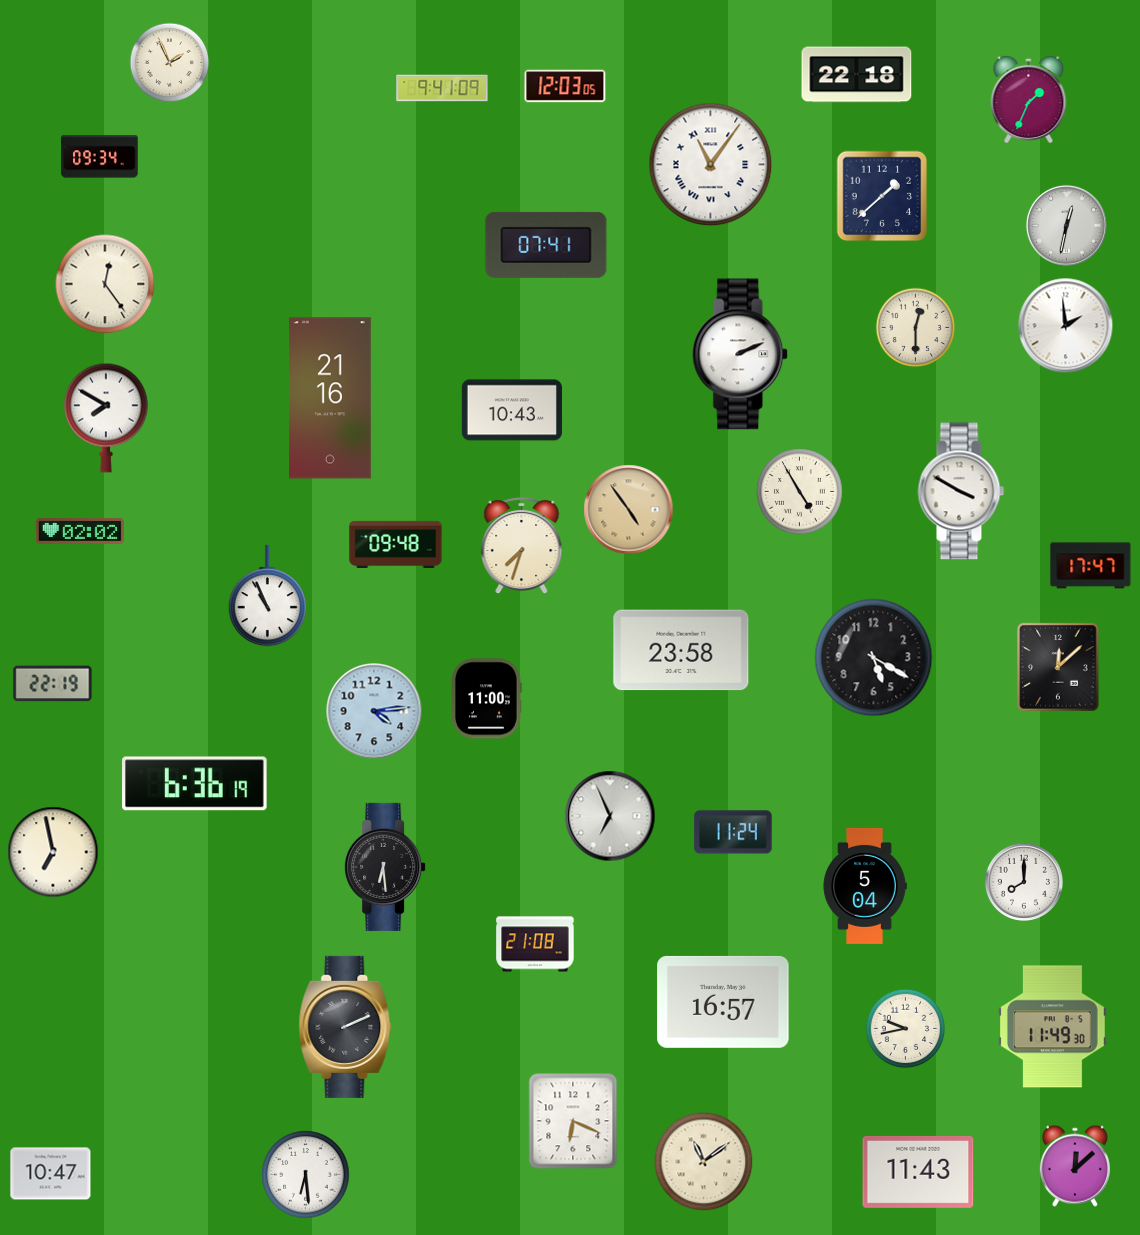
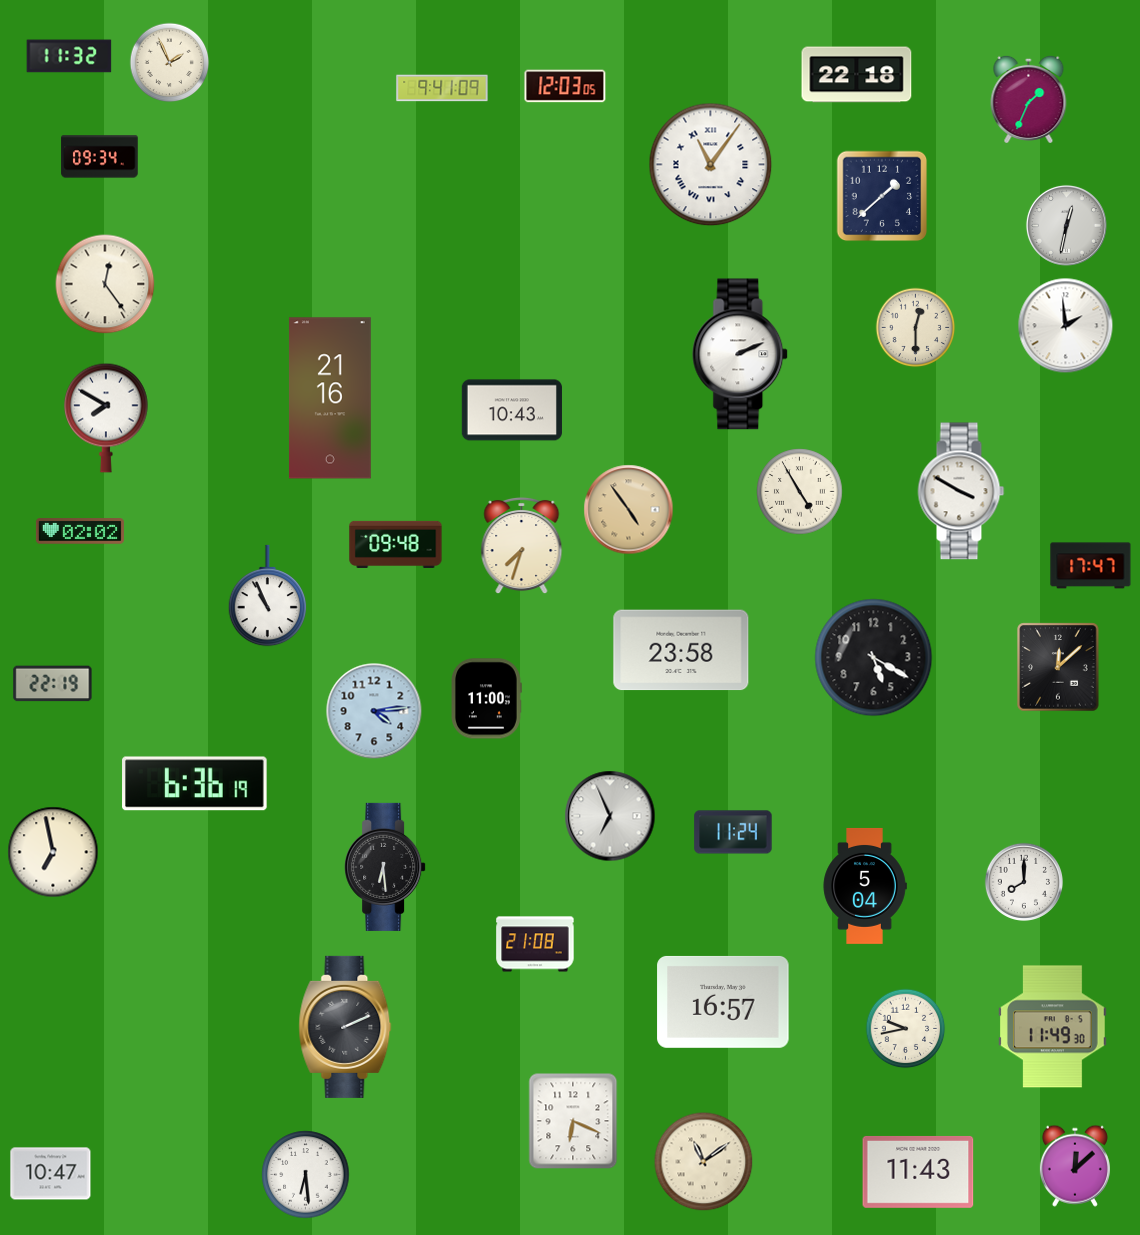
clock at (69, 56): none -> 11:32
clock at (546, 245): 07:41 -> none
